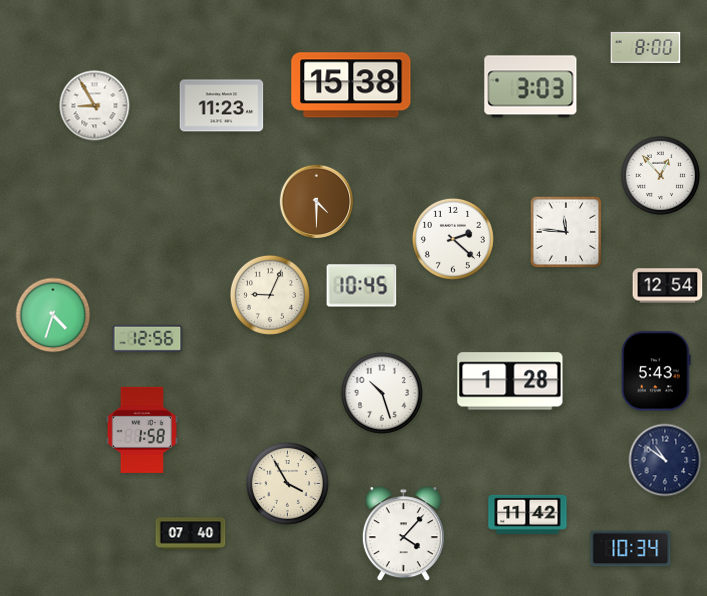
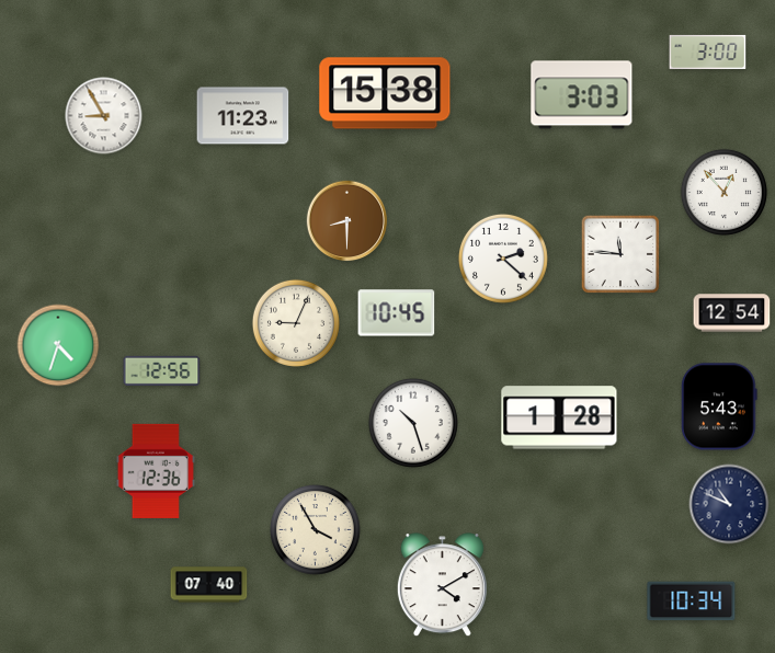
clock at (646, 47): 8:00 -> 3:00
clock at (317, 202): 4:30 -> 8:30
clock at (453, 239) position: (453, 239) -> (503, 259)
clock at (382, 393) position: (382, 393) -> (413, 423)
clock at (142, 430): 1:58 -> 12:36
clock at (665, 460): 10:51 -> 10:49
clock at (528, 514): 11:42 -> none
clock at (403, 534): 4:07 -> 4:10
